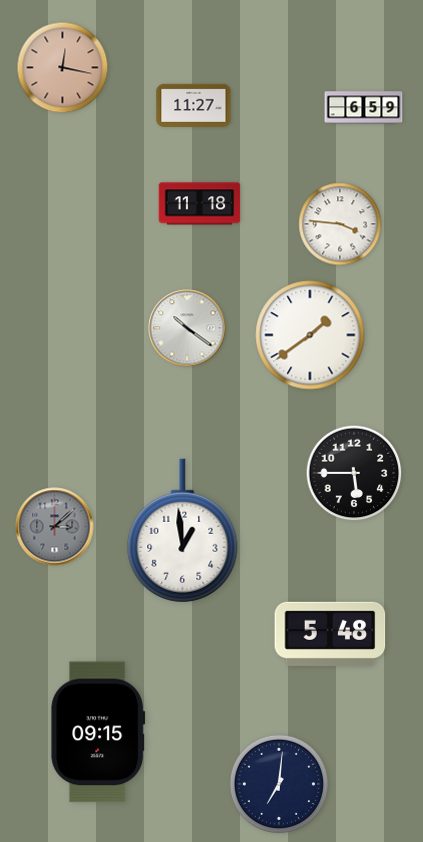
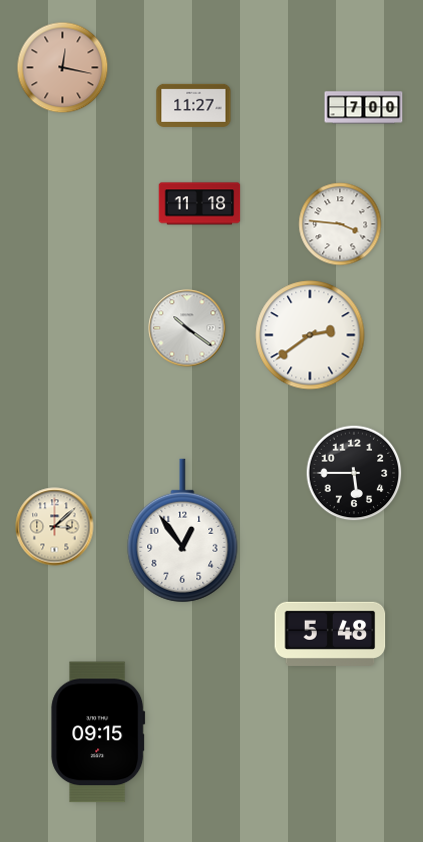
clock at (364, 108): 6:59 -> 7:00
clock at (310, 335): 1:39 -> 2:39
clock at (55, 527) dial: grey -> cream
clock at (183, 531): 12:59 -> 12:54
clock at (278, 783): 7:01 -> none
